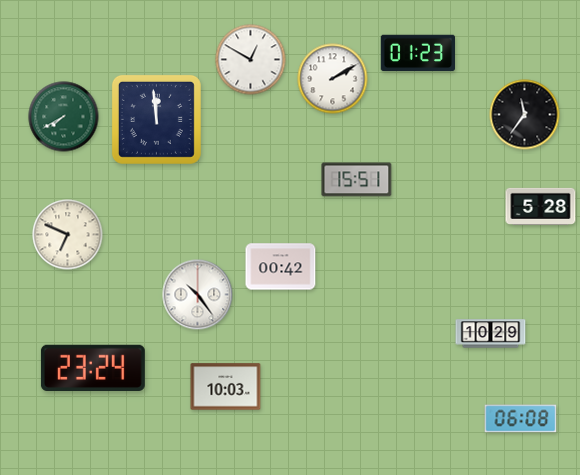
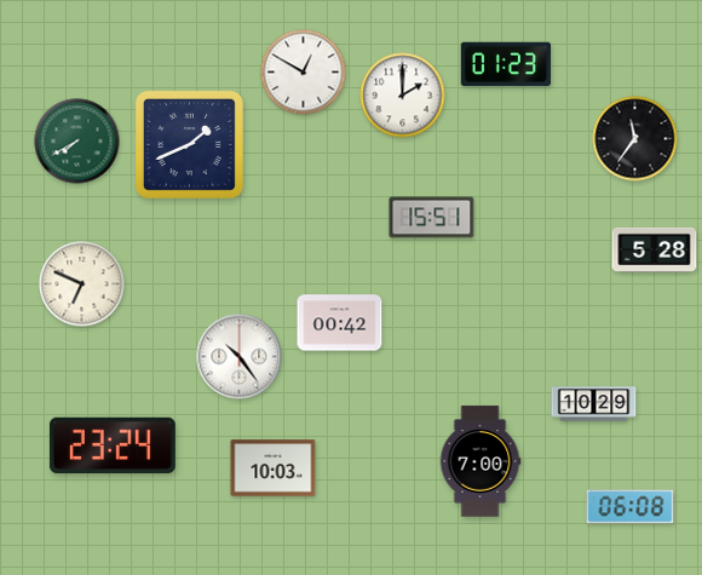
clock at (333, 79): 2:10 -> 2:00
clock at (156, 119): 11:59 -> 1:41
clock at (481, 461): none -> 7:00
